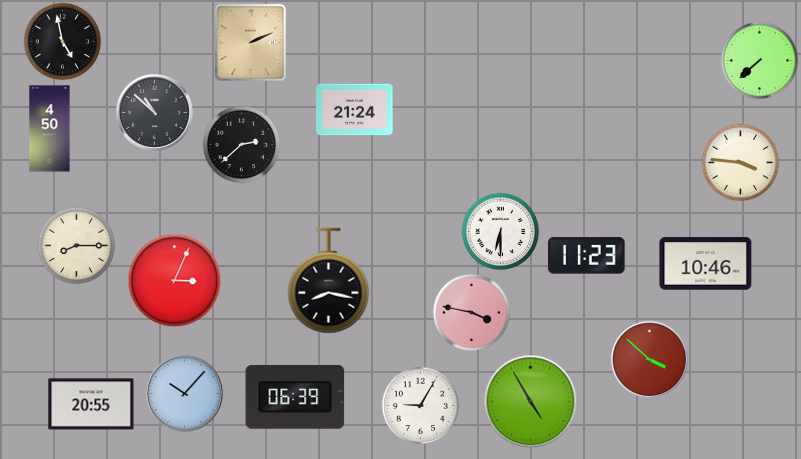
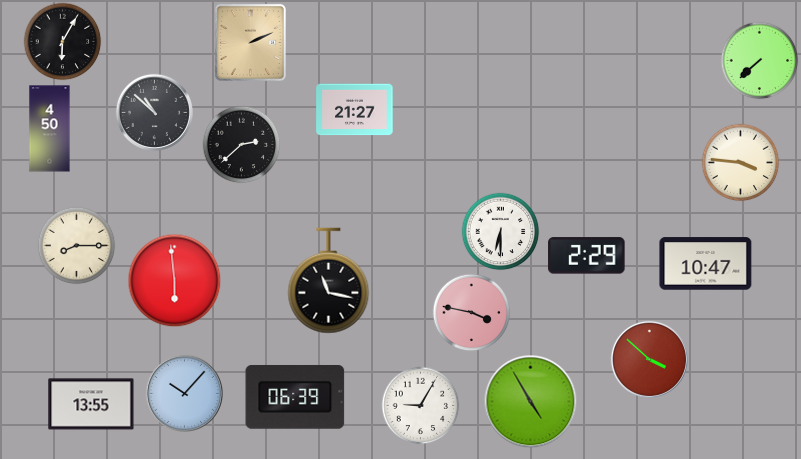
clock at (62, 41): 4:58 -> 6:05
clock at (355, 110): 21:24 -> 21:27
clock at (587, 256): 11:23 -> 2:29
clock at (706, 264): 10:46 -> 10:47
clock at (174, 280): 3:04 -> 5:59
clock at (329, 281): 8:17 -> 11:17
clock at (91, 404): 20:55 -> 13:55
